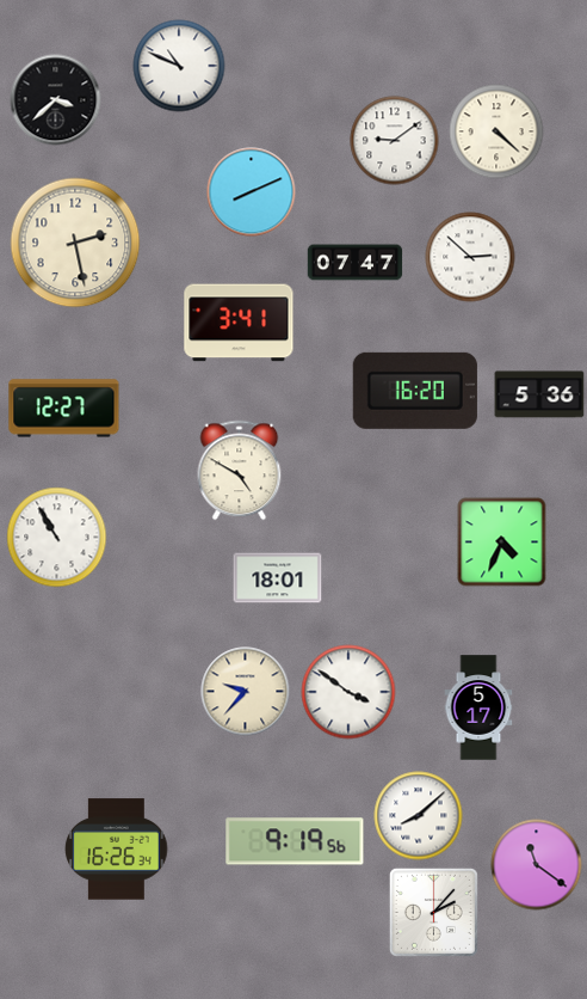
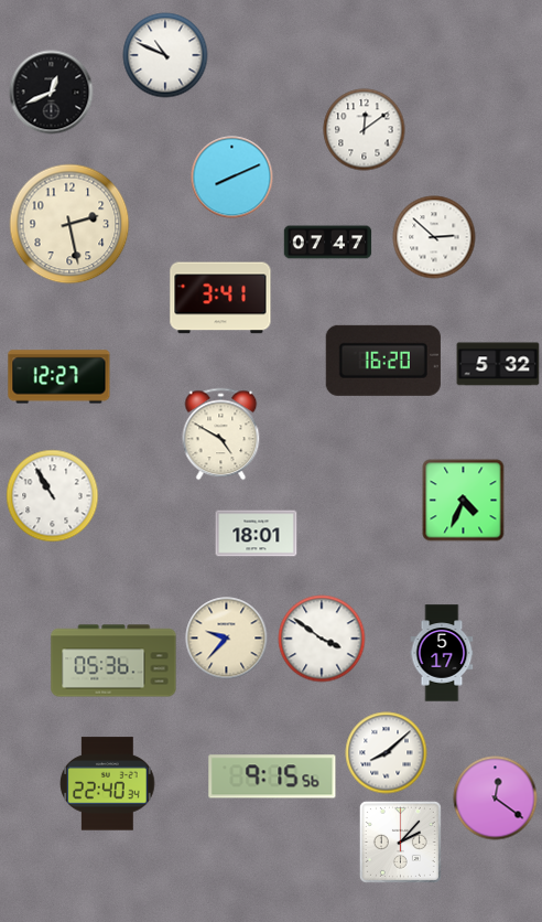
clock at (179, 66) position: (179, 66) -> (165, 55)
clock at (56, 100): 3:38 -> 12:41
clock at (496, 131): 4:22 -> none
clock at (395, 141): 9:09 -> 12:09
clock at (539, 394): 5:36 -> 5:32
clock at (113, 661): none -> 05:36
clock at (295, 841): 9:19 -> 9:15
clock at (117, 850): 16:26 -> 22:40
clock at (537, 865): 11:21 -> 12:21
